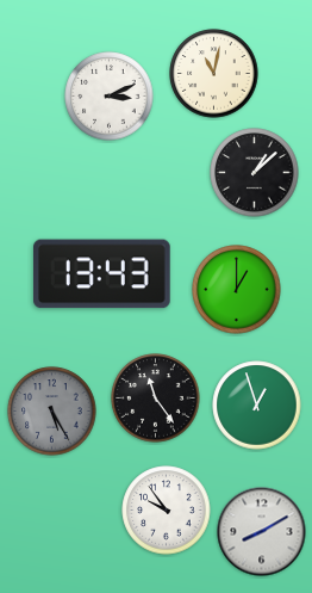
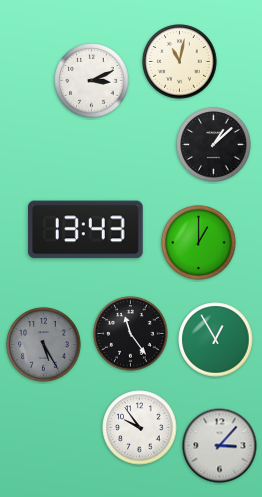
clock at (257, 406): 12:57 -> 12:55
clock at (262, 532): 8:10 -> 3:07
